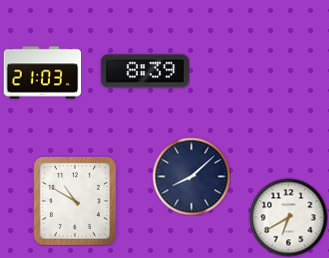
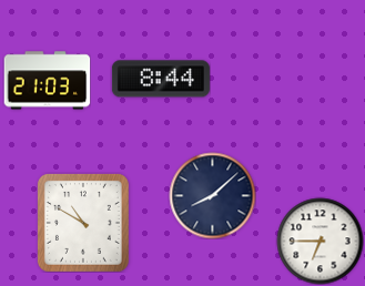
clock at (145, 71): 8:39 -> 8:44
clock at (288, 217): 6:40 -> 6:45
